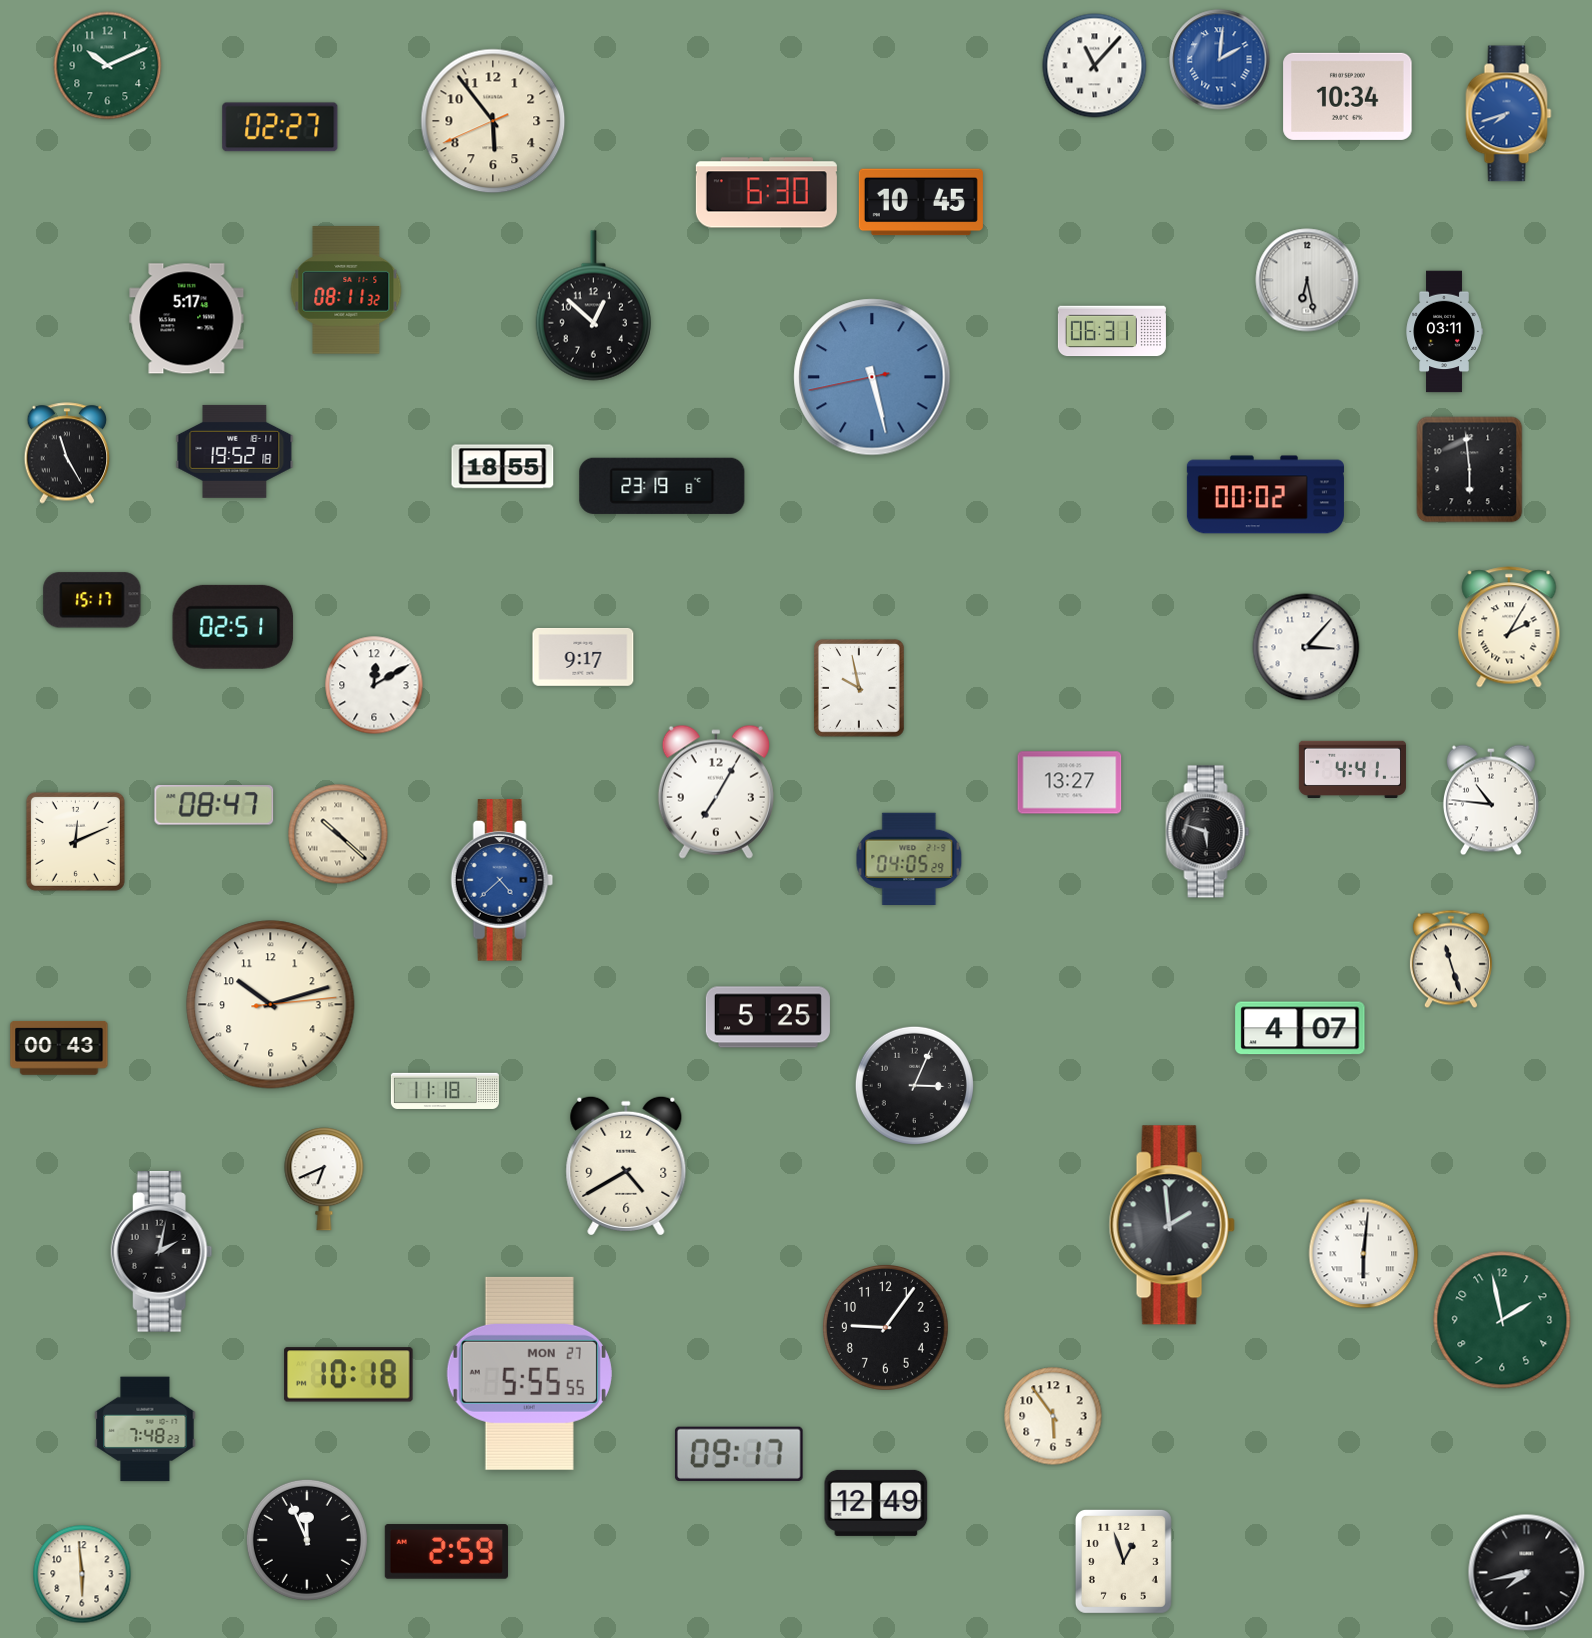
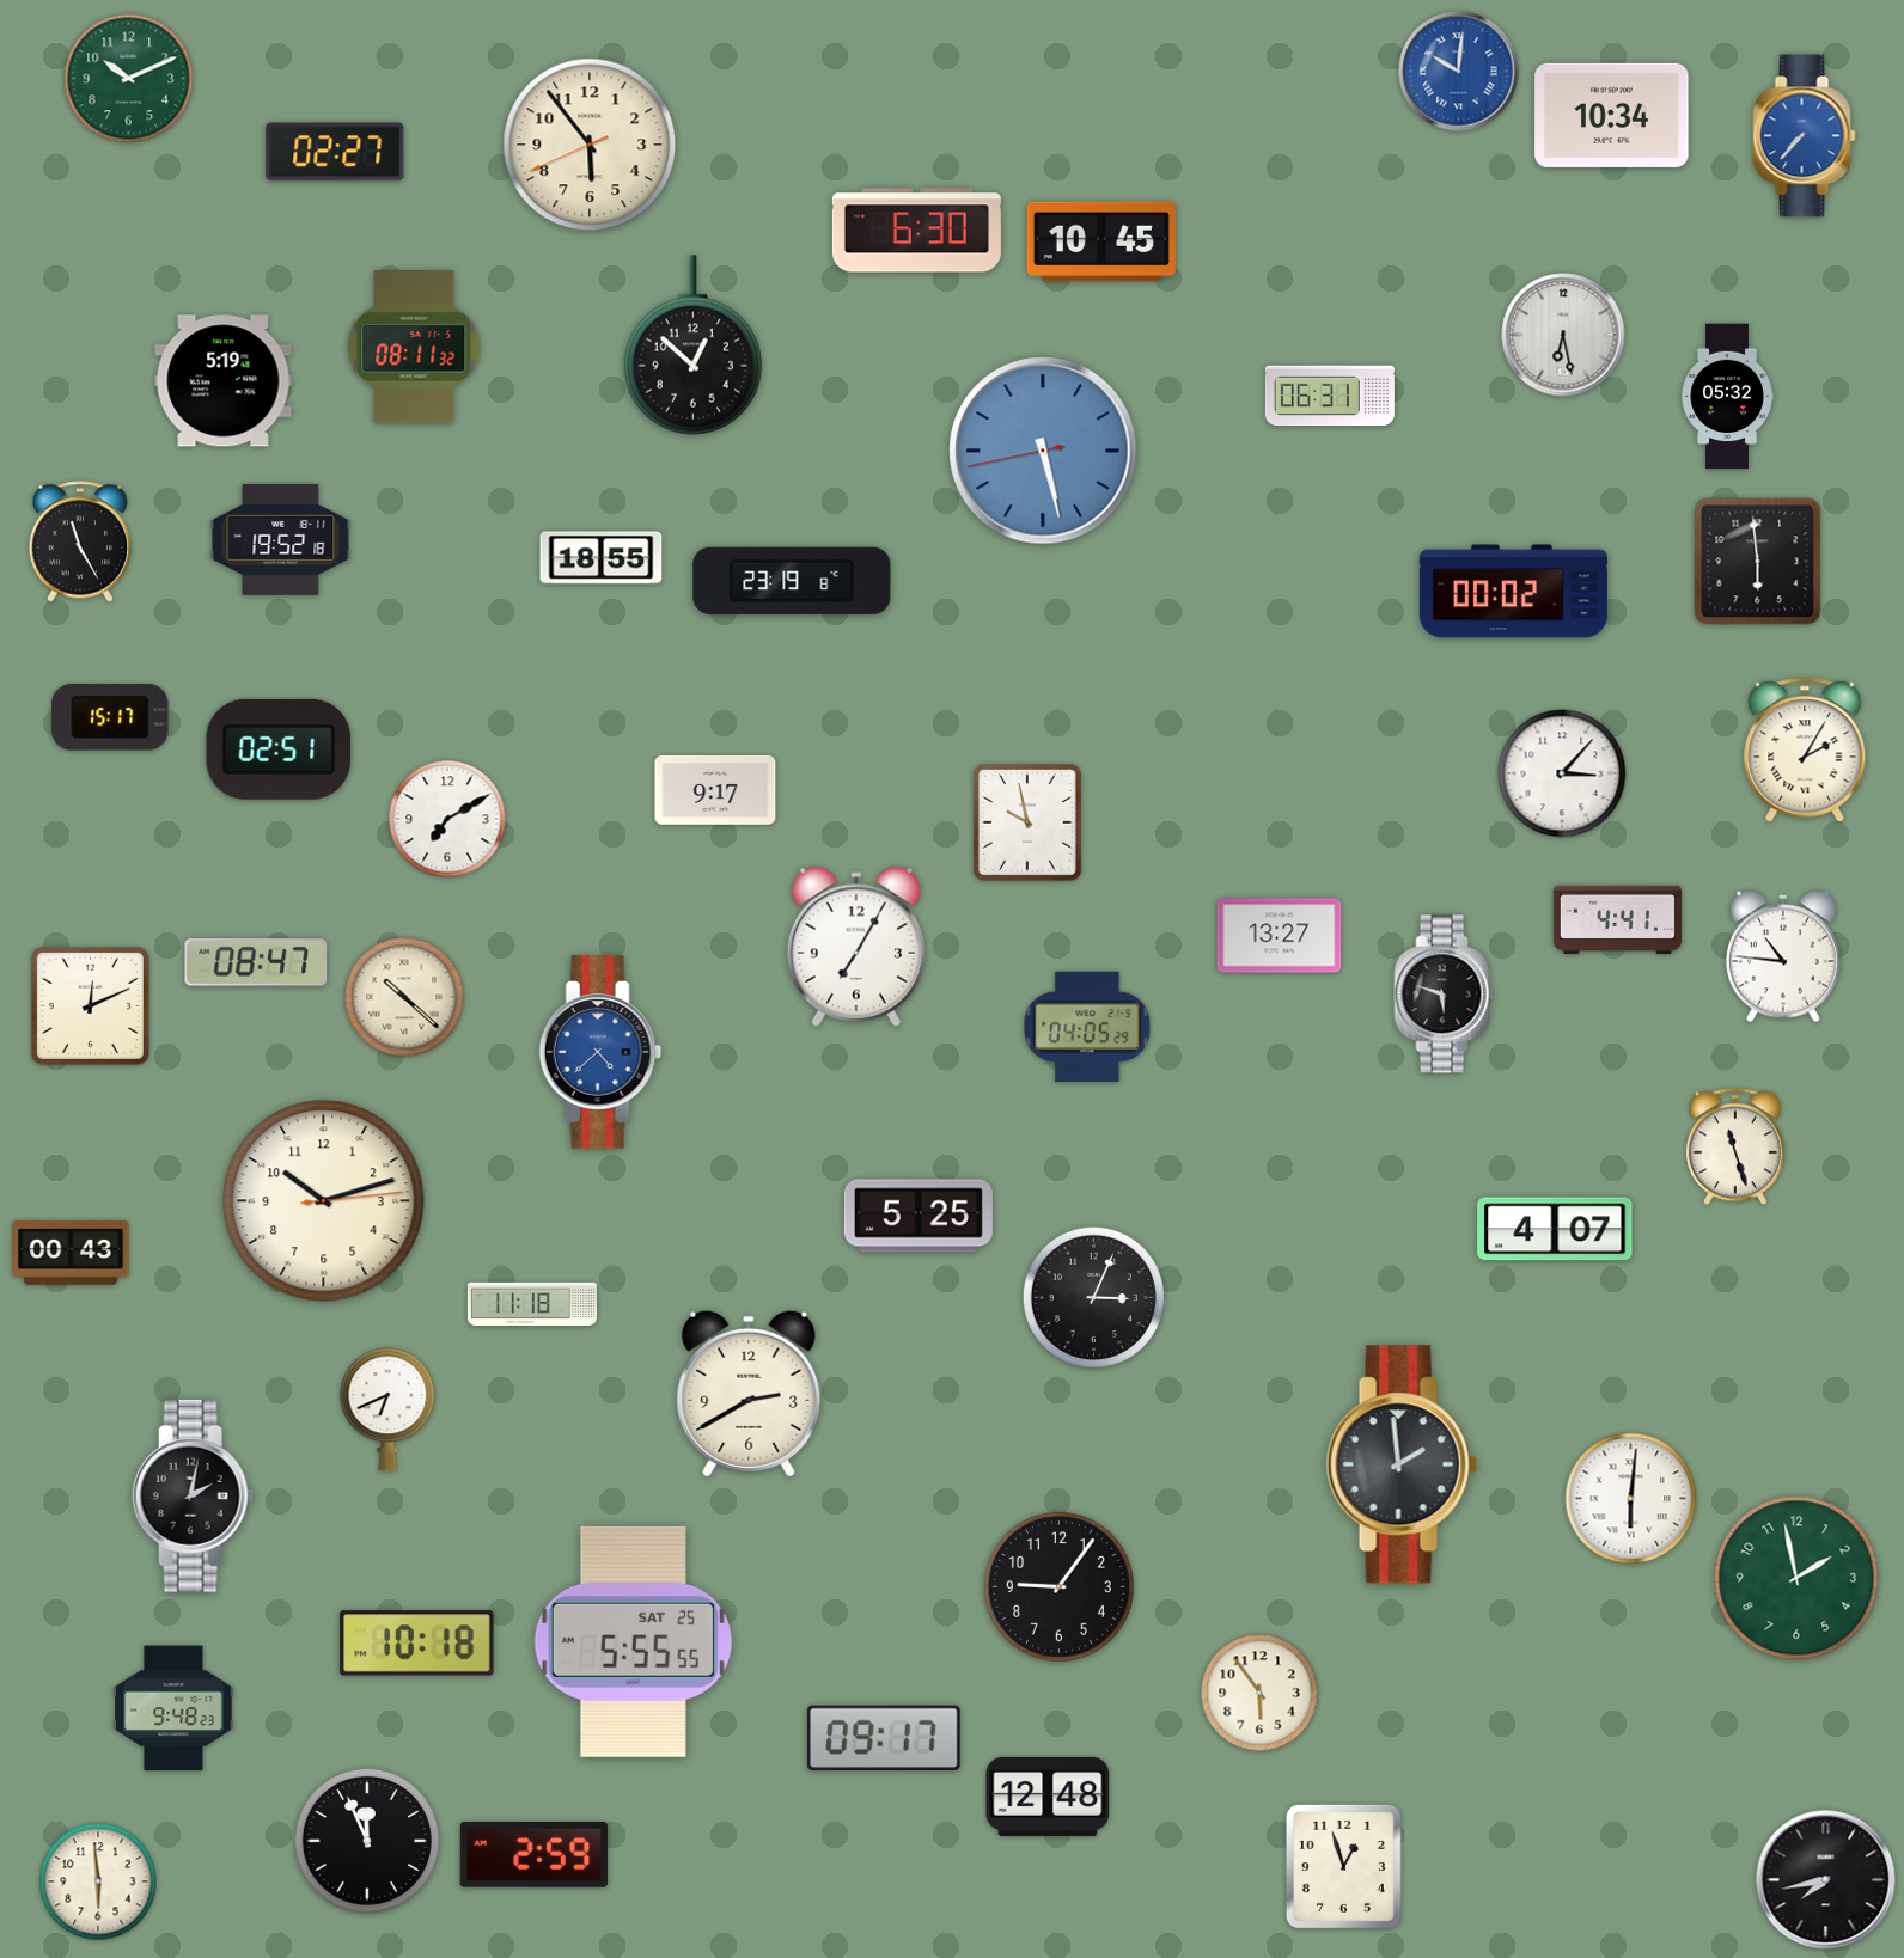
clock at (1220, 60): 2:01 -> 10:01
clock at (1095, 66): 11:07 -> none
clock at (1509, 114): 7:42 -> 7:37
clock at (593, 306) position: (593, 306) -> (692, 345)
clock at (187, 319): 5:17 -> 5:19
clock at (1444, 332): 03:11 -> 05:32
clock at (583, 657) position: (583, 657) -> (715, 790)
clock at (374, 685): 12:10 -> 7:10
clock at (626, 1166): 4:40 -> 2:40
clock at (529, 1373) date: MON 27 -> SAT 25
clock at (145, 1429): 7:48 -> 9:48
clock at (876, 1503): 12:49 -> 12:48
